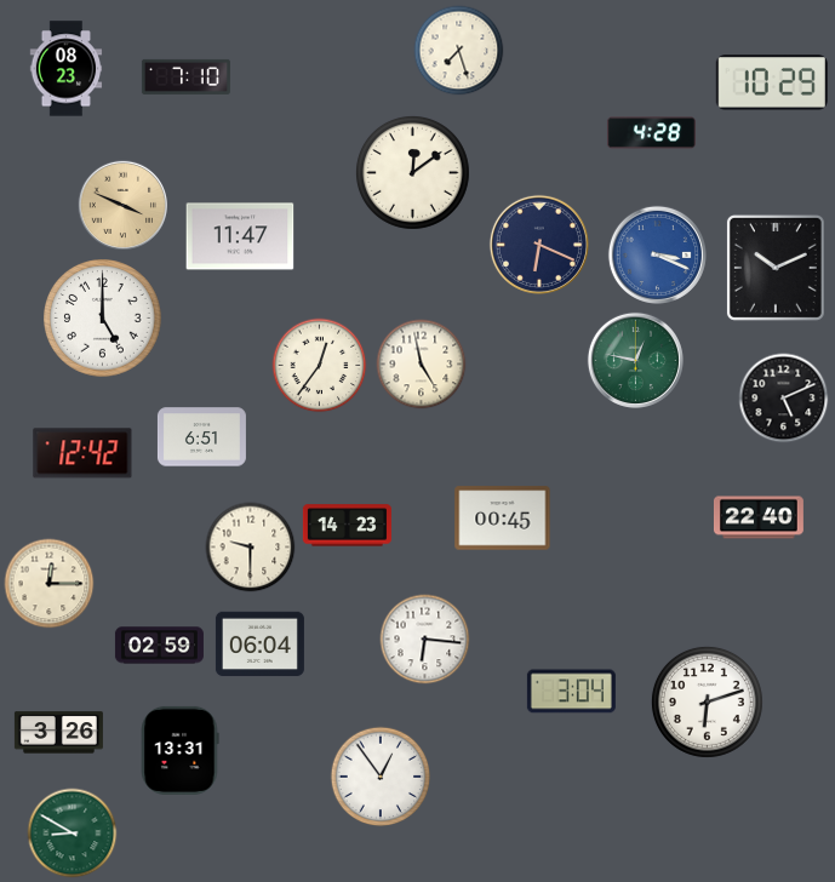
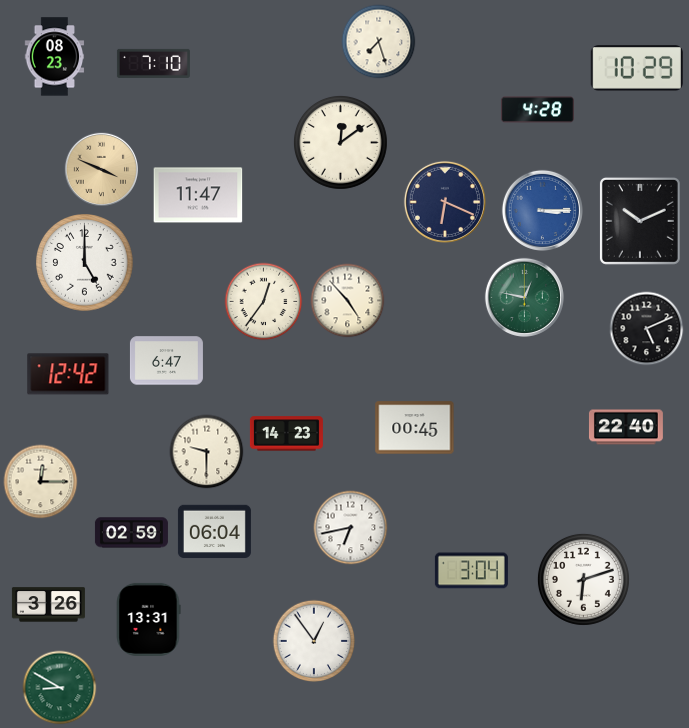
clock at (657, 254): 3:19 -> 3:15
clock at (422, 365): 4:58 -> 4:53
clock at (201, 437): 6:51 -> 6:47
clock at (425, 640): 6:16 -> 6:43
